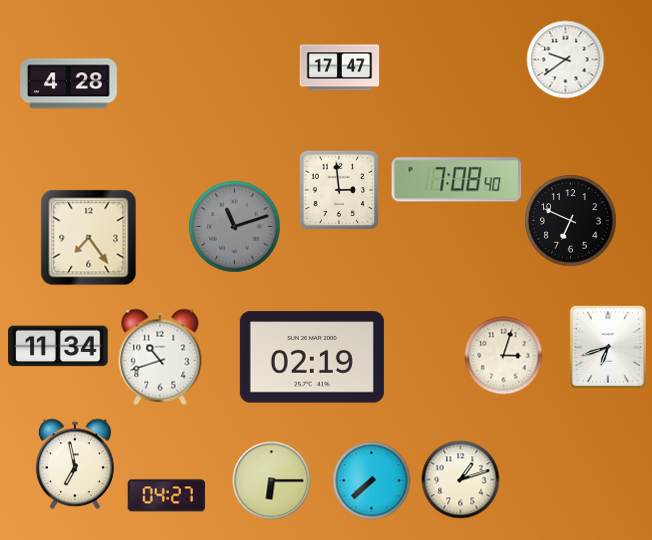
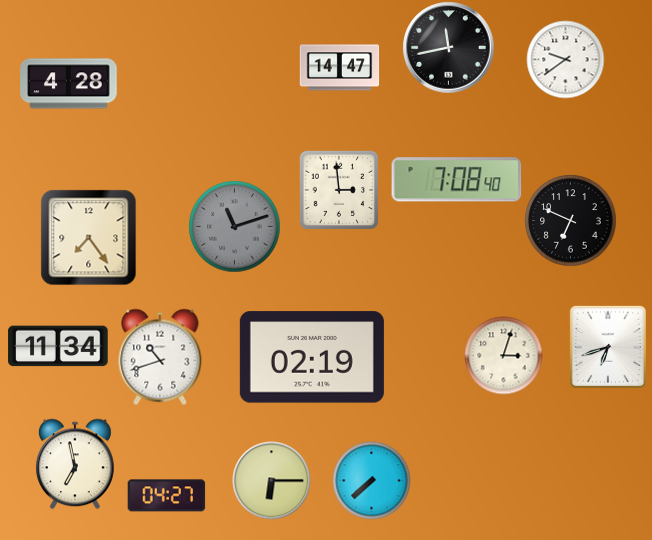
clock at (448, 47): none -> 11:43
clock at (339, 68): 17:47 -> 14:47
clock at (460, 479): 1:12 -> none
